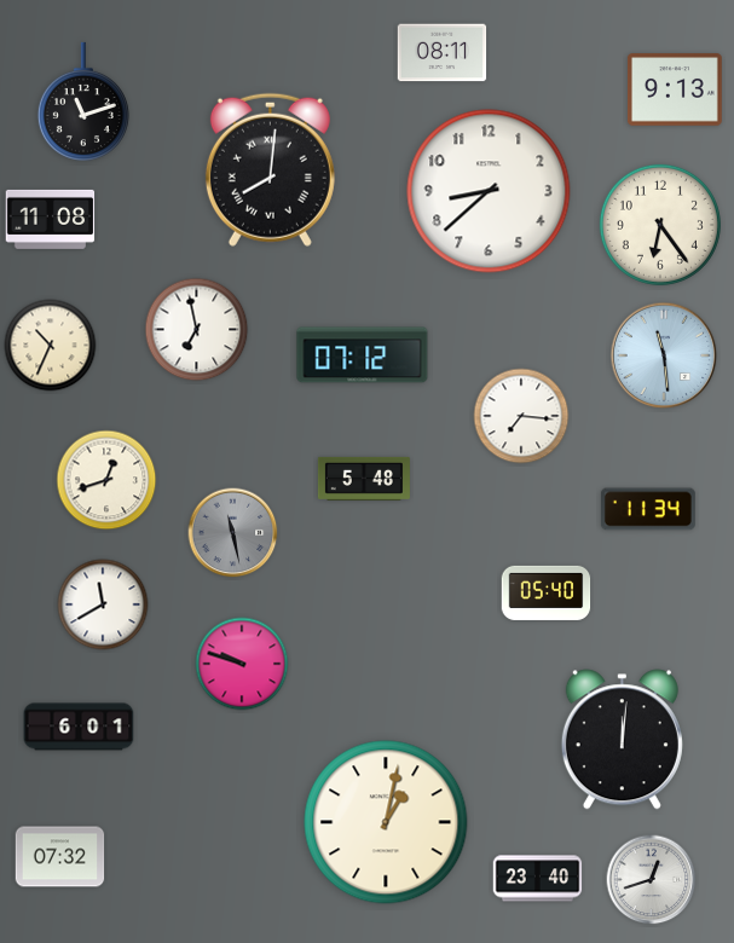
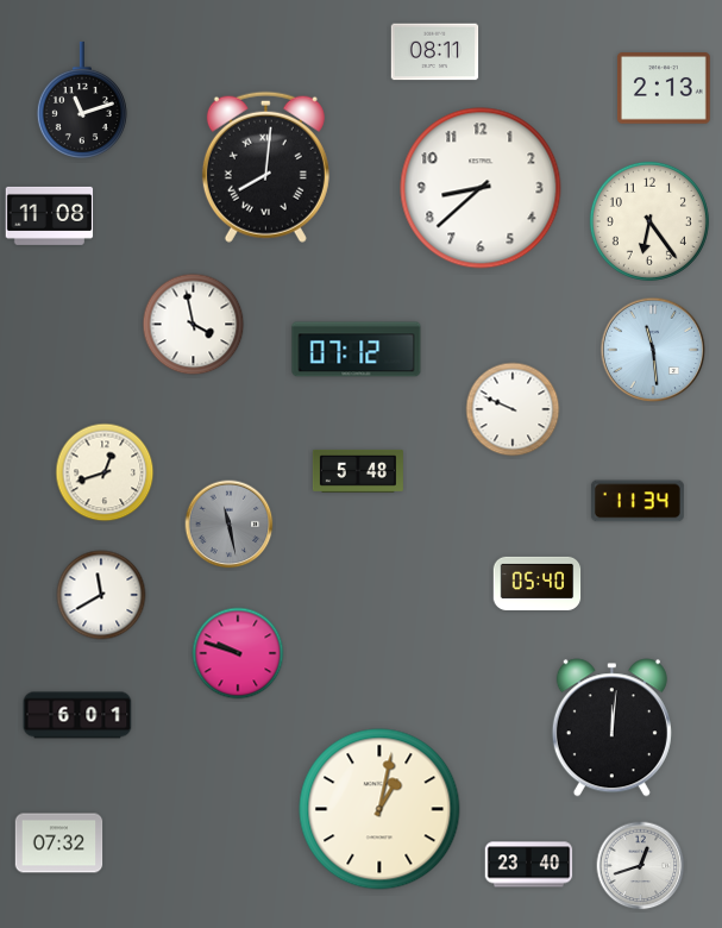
clock at (675, 89): 9:13 -> 2:13
clock at (197, 330): 6:58 -> 3:58
clock at (51, 346): 10:34 -> none
clock at (521, 416): 7:16 -> 9:49
